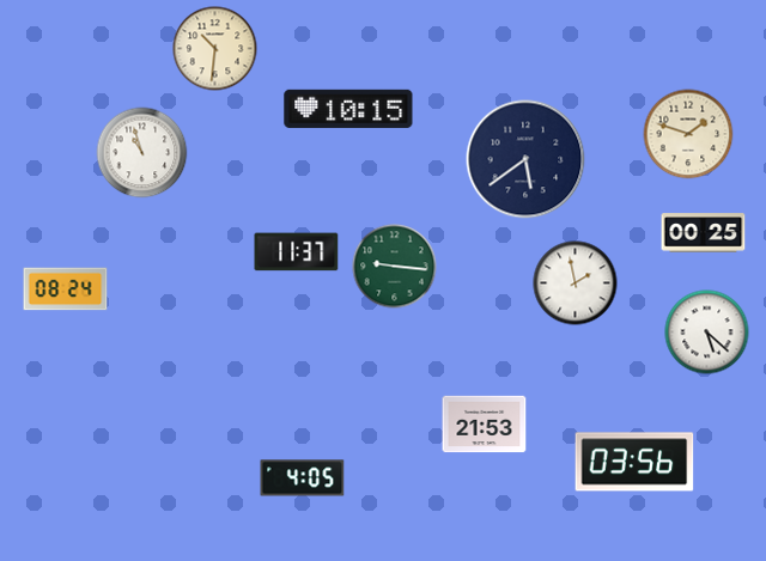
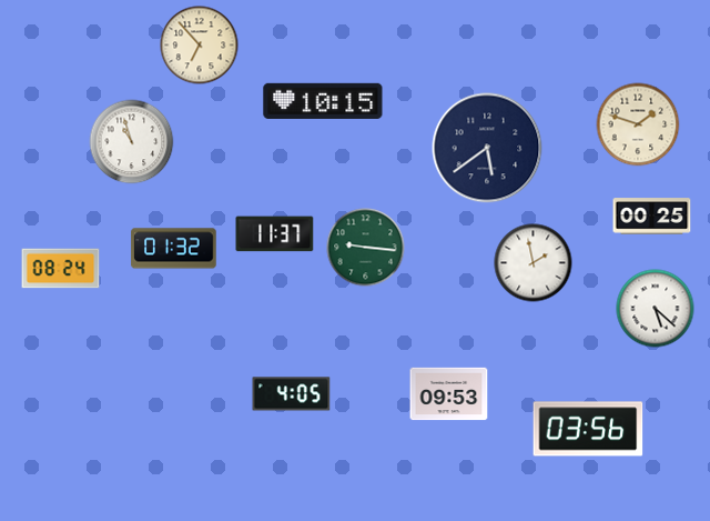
clock at (215, 49): 10:31 -> 6:53
clock at (174, 249): none -> 01:32
clock at (485, 425): 21:53 -> 09:53
clock at (303, 478) position: (303, 478) -> (292, 394)
